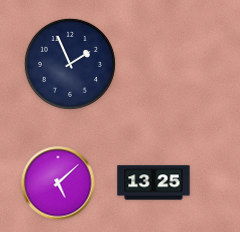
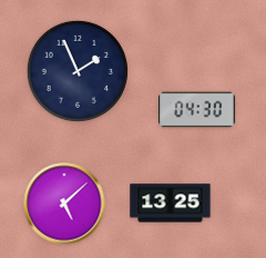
clock at (196, 110): none -> 04:30
